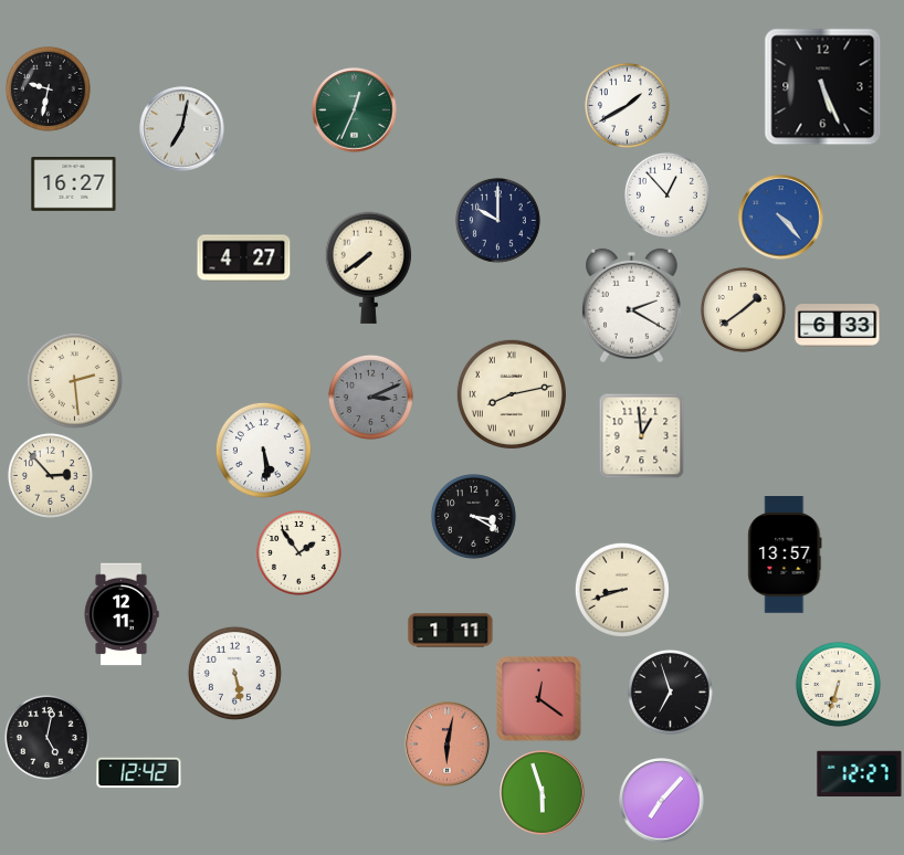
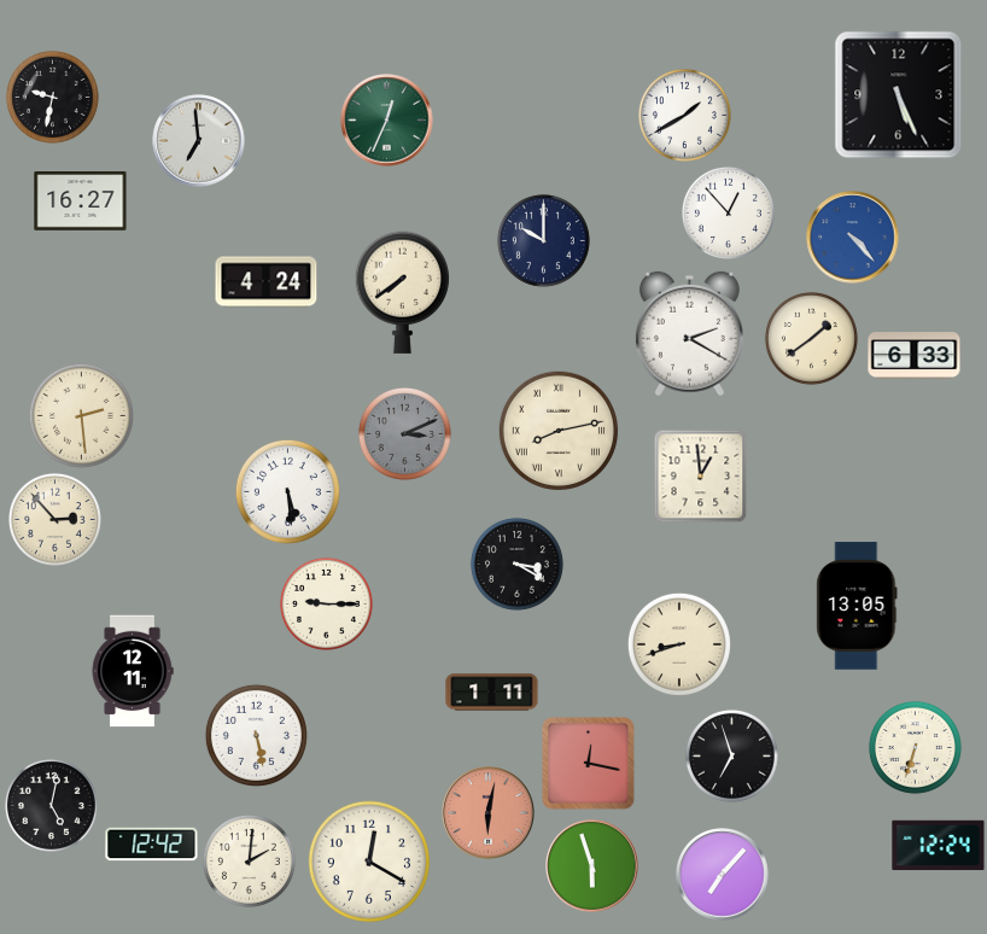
clock at (182, 129): 7:02 -> 6:59
clock at (244, 258): 4:27 -> 4:24
clock at (298, 552): 1:54 -> 9:15
clock at (785, 555): 13:57 -> 13:05
clock at (451, 631) position: (451, 631) -> (492, 693)
clock at (539, 699): 12:21 -> 12:17
clock at (860, 774): 12:27 -> 12:24
clock at (249, 860): none -> 2:01
clock at (368, 860): none -> 12:20
